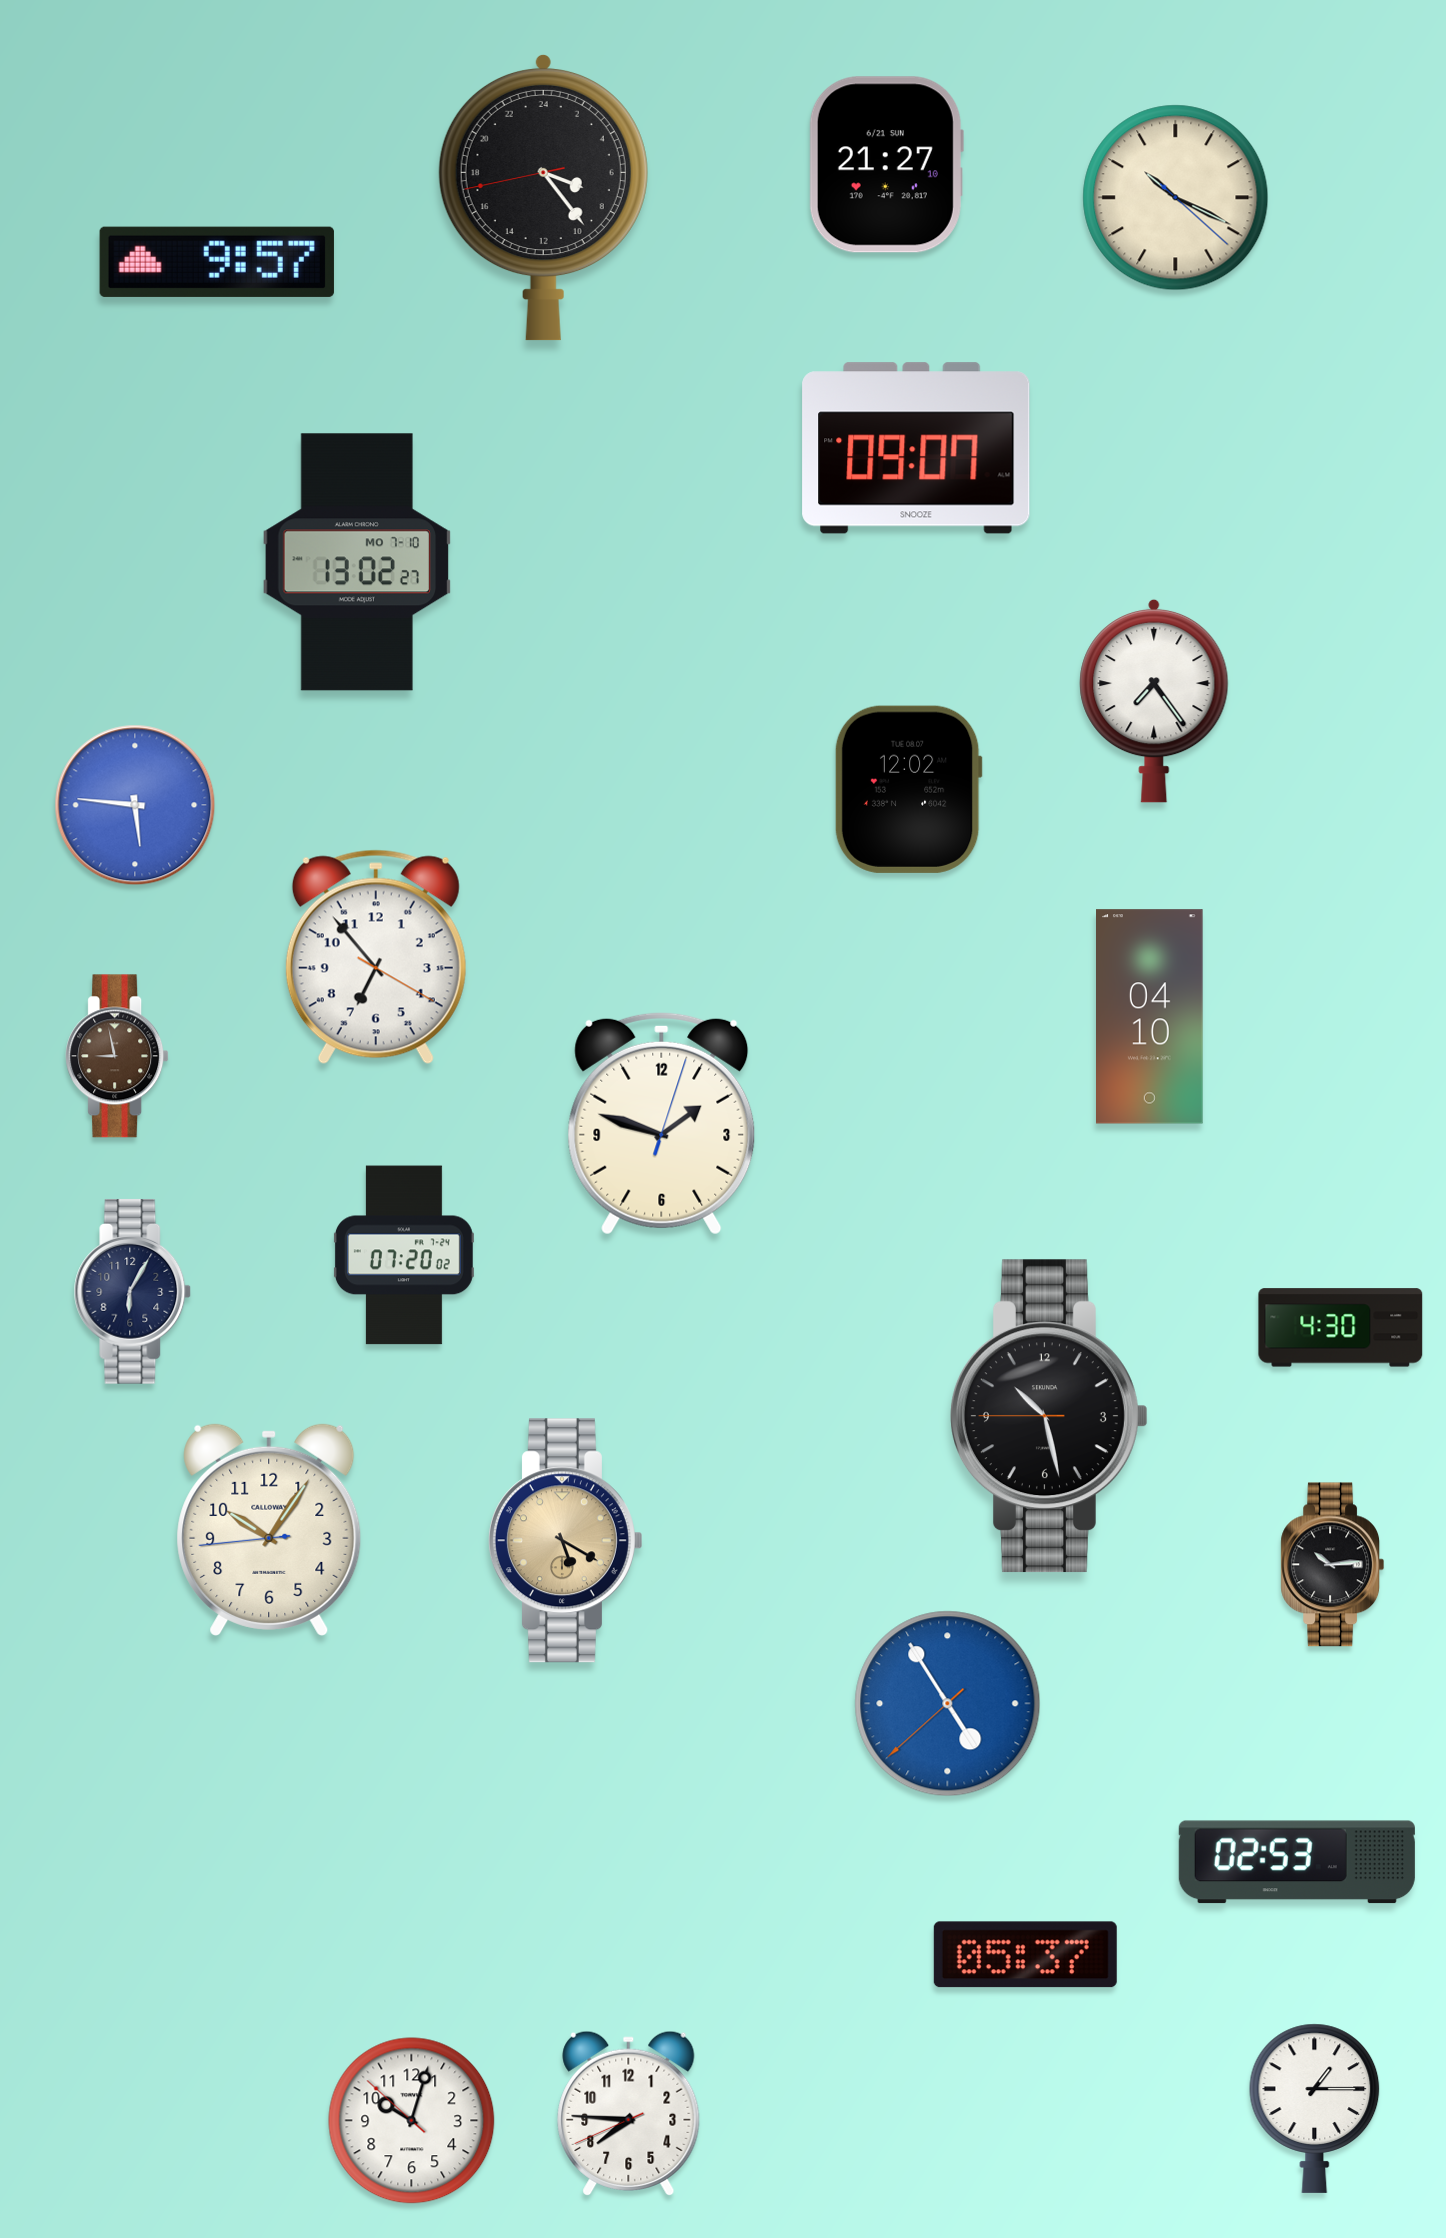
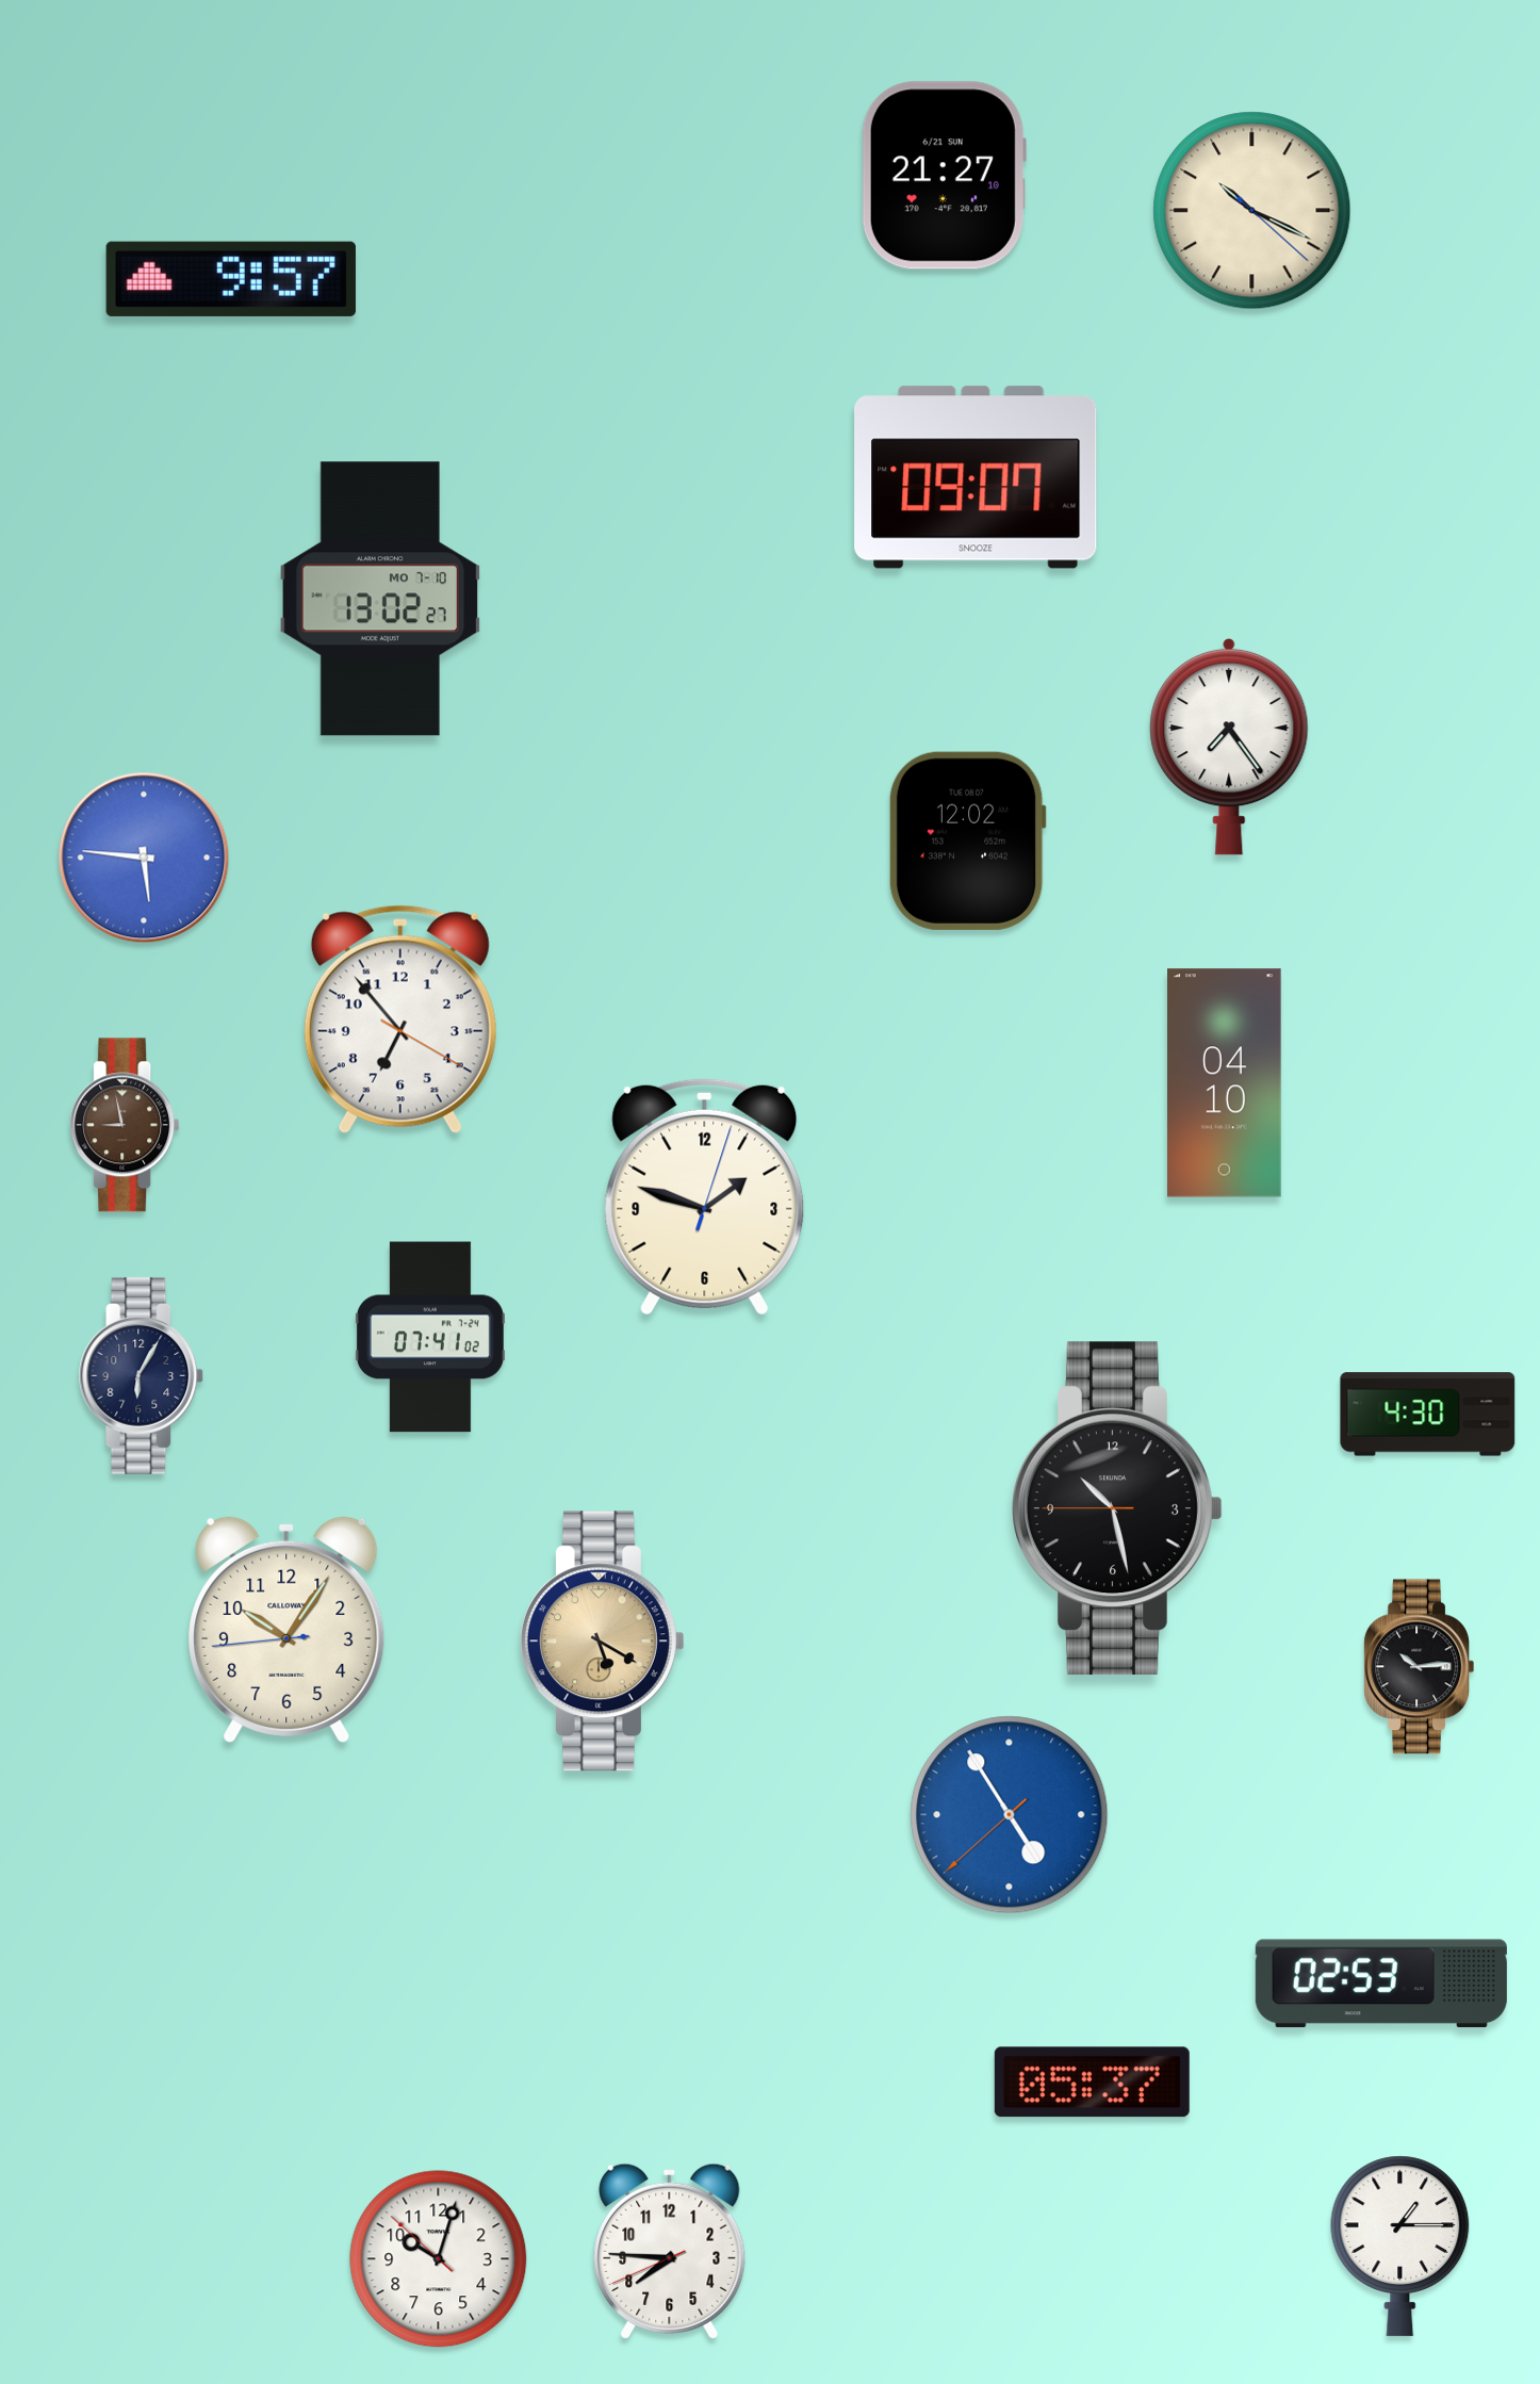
clock at (543, 197): 7:23 -> none
clock at (404, 1255): 07:20 -> 07:41
